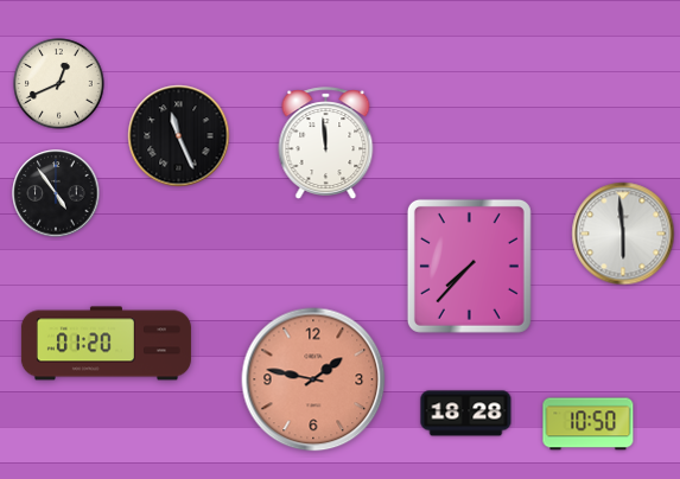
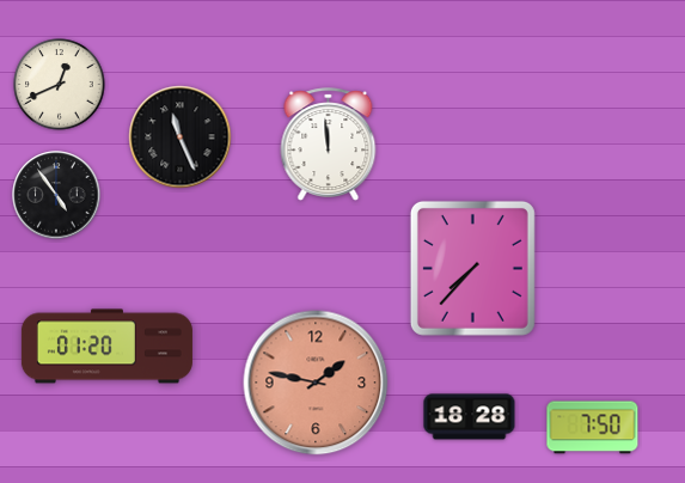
clock at (623, 234): 5:59 -> none
clock at (589, 424): 10:50 -> 7:50
